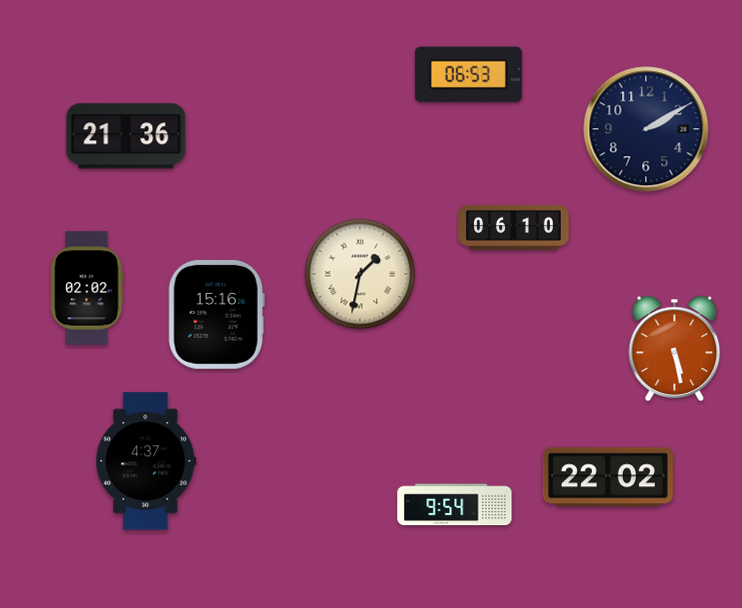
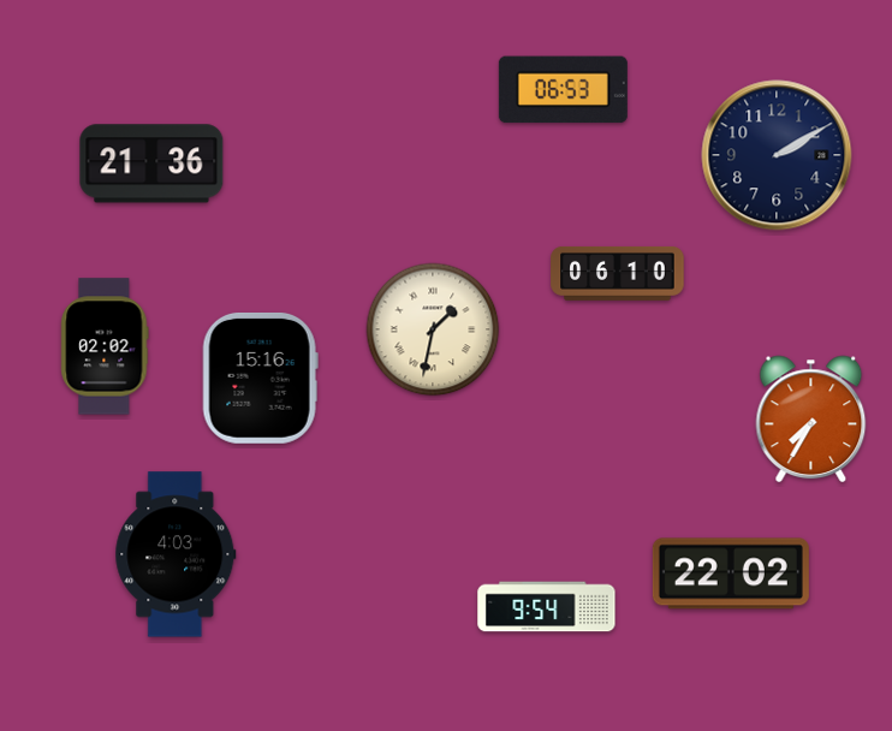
clock at (675, 349): 5:28 -> 7:35
clock at (146, 461): 4:37 -> 4:03
